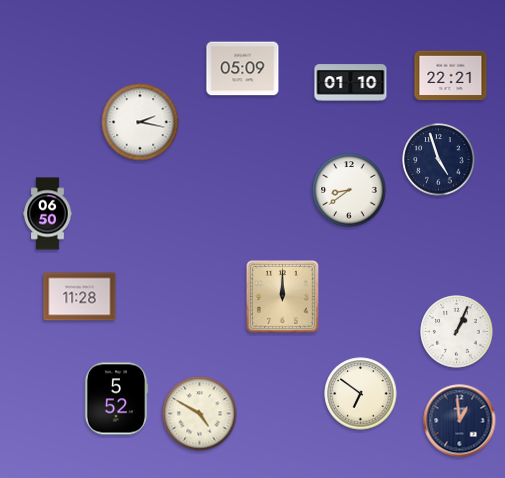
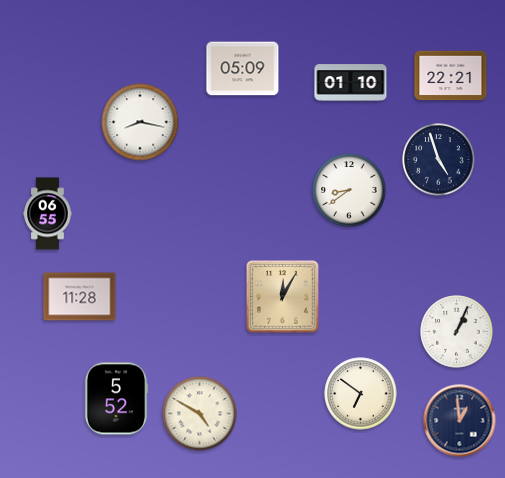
clock at (140, 122): 2:17 -> 8:17
clock at (48, 214): 06:50 -> 06:55
clock at (283, 297): 12:00 -> 12:05
